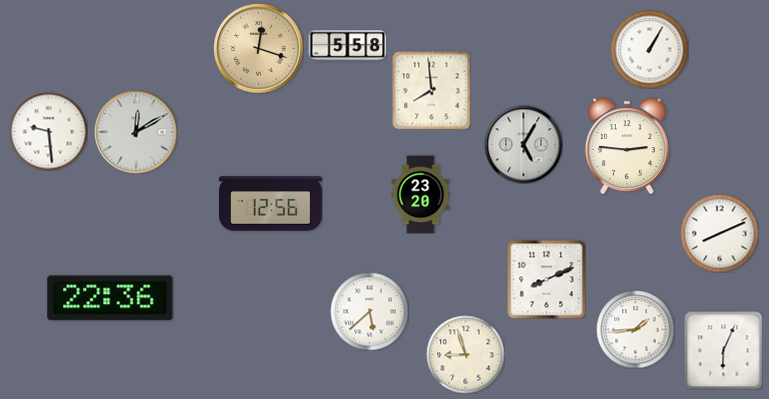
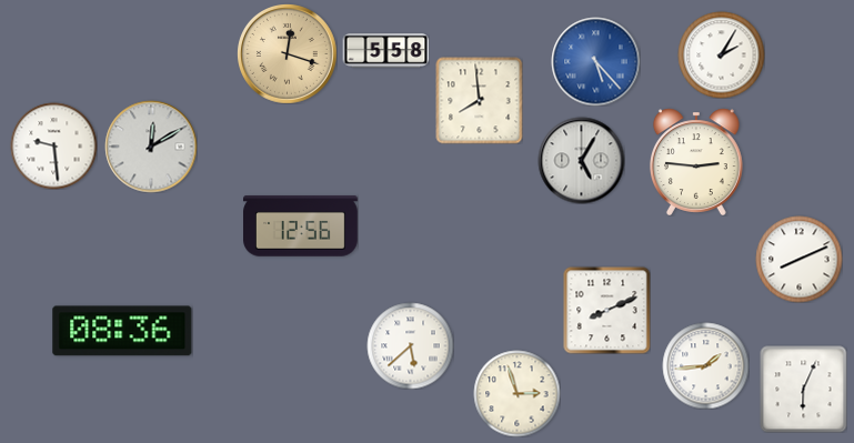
clock at (649, 49): 1:05 -> 2:05
clock at (595, 61): none -> 5:23
clock at (421, 194): 23:20 -> none
clock at (110, 298): 22:36 -> 08:36
clock at (465, 354): 8:57 -> 2:57
